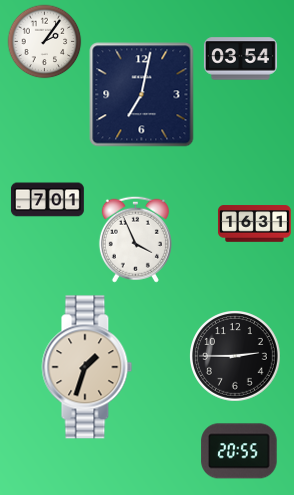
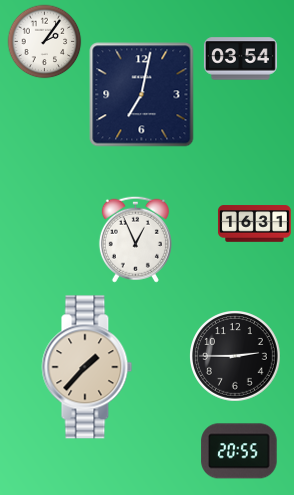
clock at (47, 200): 7:01 -> none
clock at (135, 239): 3:56 -> 12:56
clock at (87, 367): 1:33 -> 1:37
